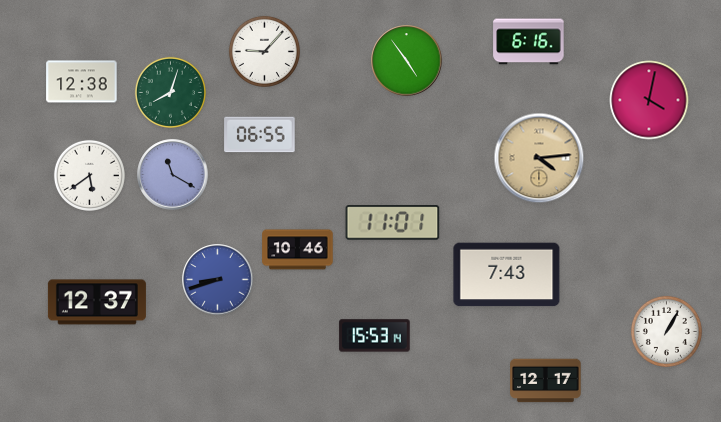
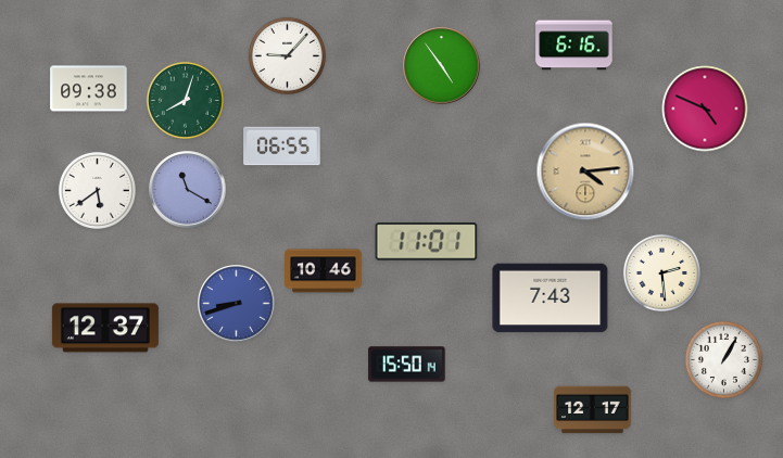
clock at (82, 82): 12:38 -> 09:38
clock at (649, 100): 4:02 -> 4:49
clock at (661, 272): none -> 2:29
clock at (375, 336): 15:53 -> 15:50
clock at (546, 381) position: (546, 381) -> (593, 410)
